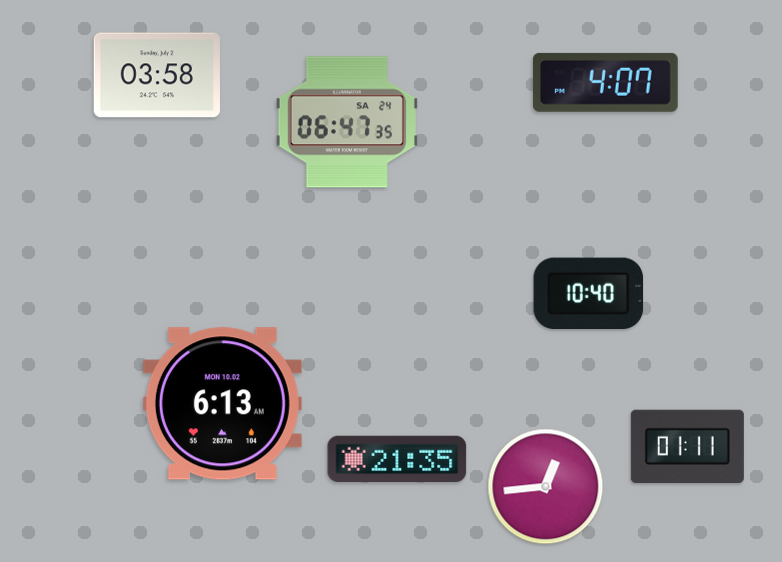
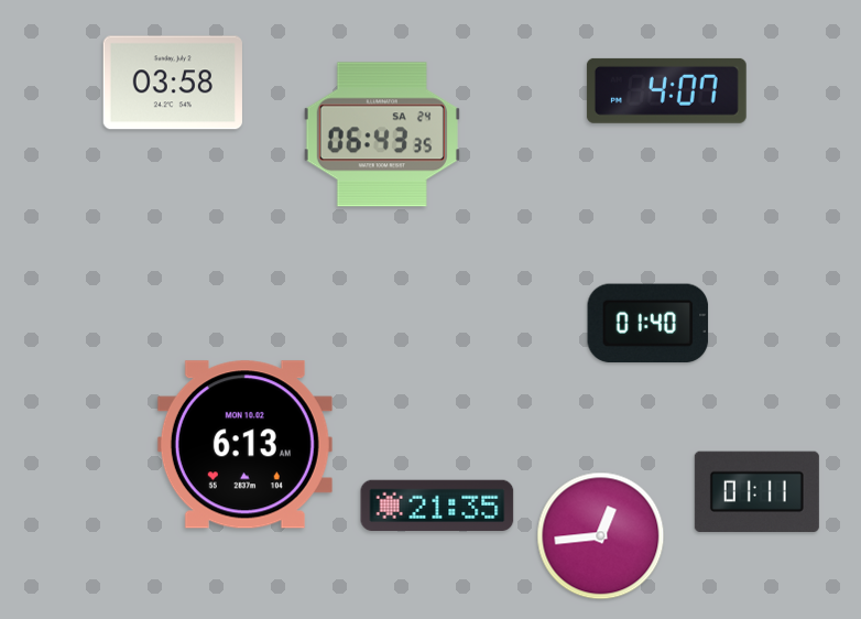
clock at (347, 122): 06:47 -> 06:43
clock at (589, 294): 10:40 -> 01:40
